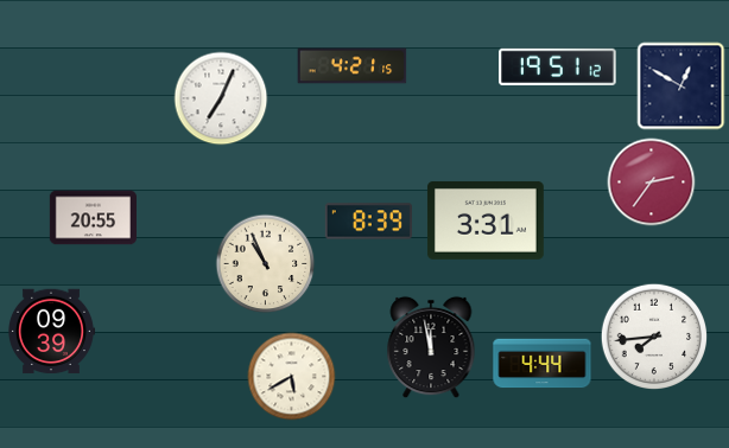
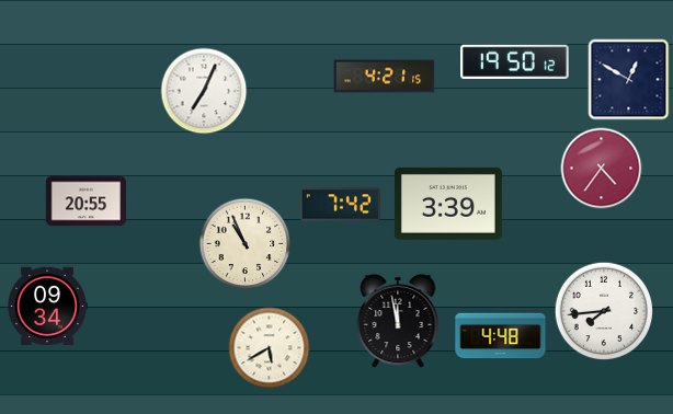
clock at (353, 66) position: (353, 66) -> (385, 77)
clock at (558, 66): 19:51 -> 19:50
clock at (652, 183): 2:36 -> 4:36
clock at (486, 220): 3:31 -> 3:39
clock at (368, 222): 8:39 -> 7:42
clock at (50, 332): 09:39 -> 09:34
clock at (543, 364): 4:44 -> 4:48
